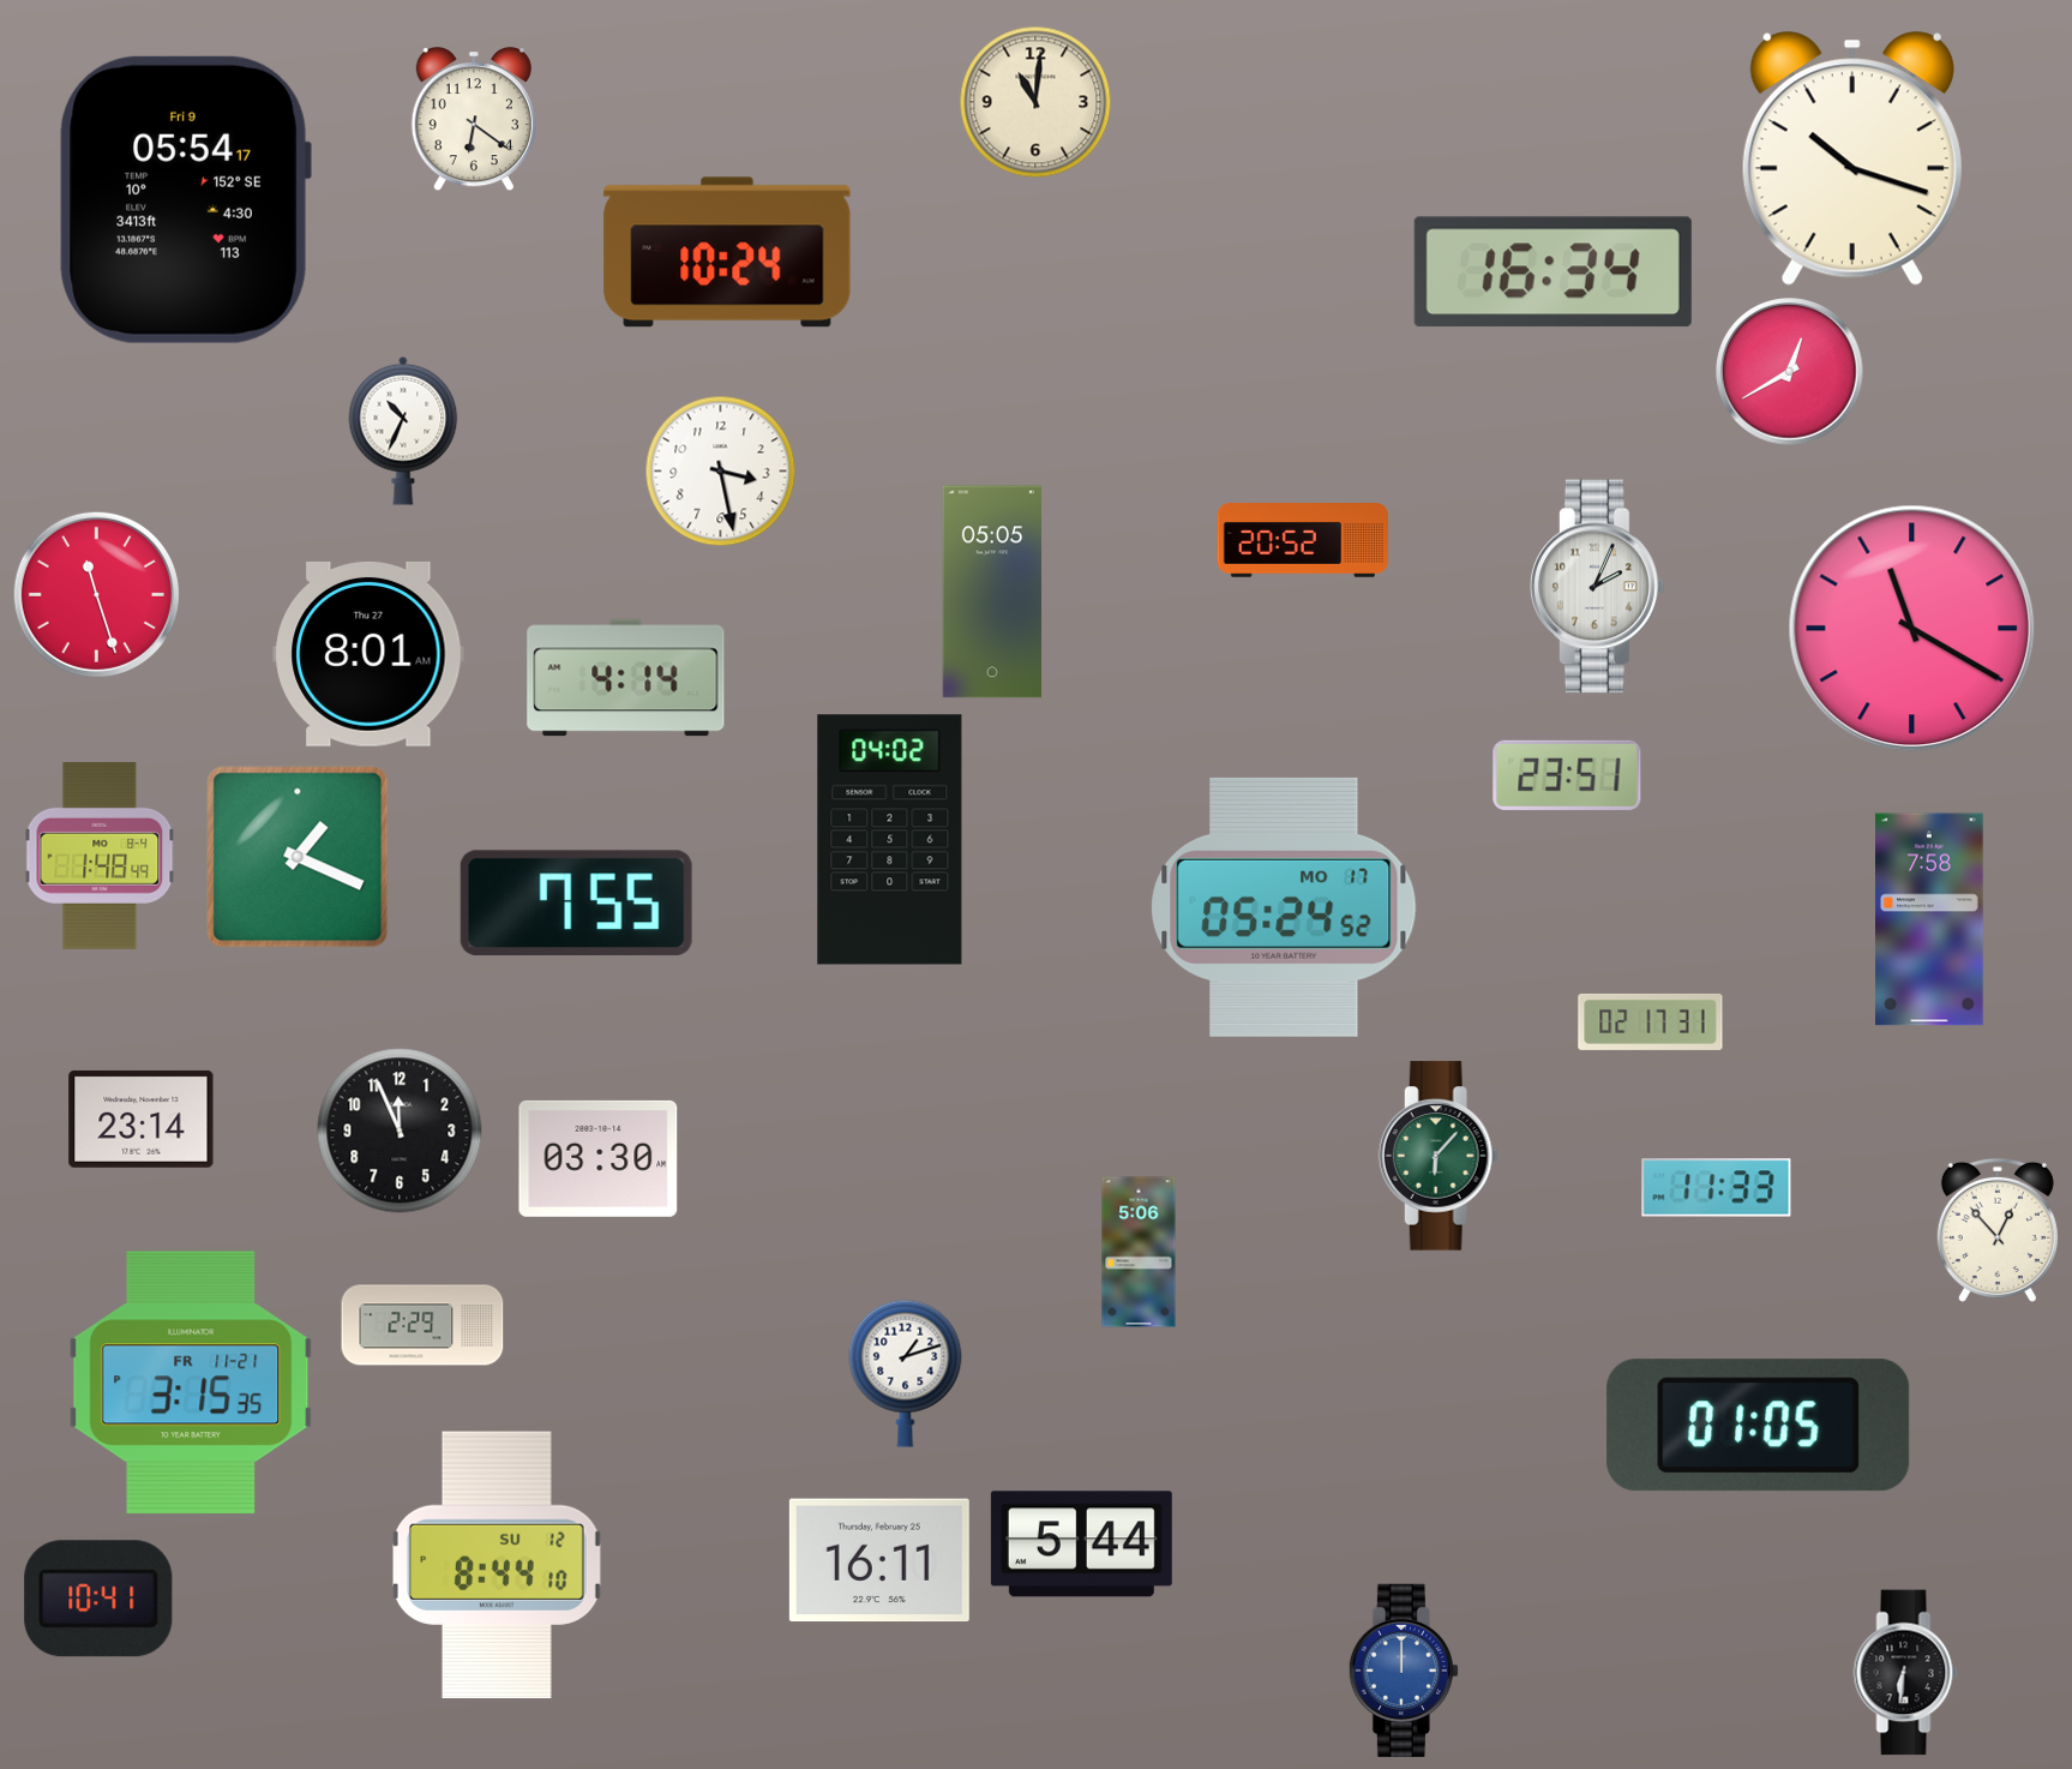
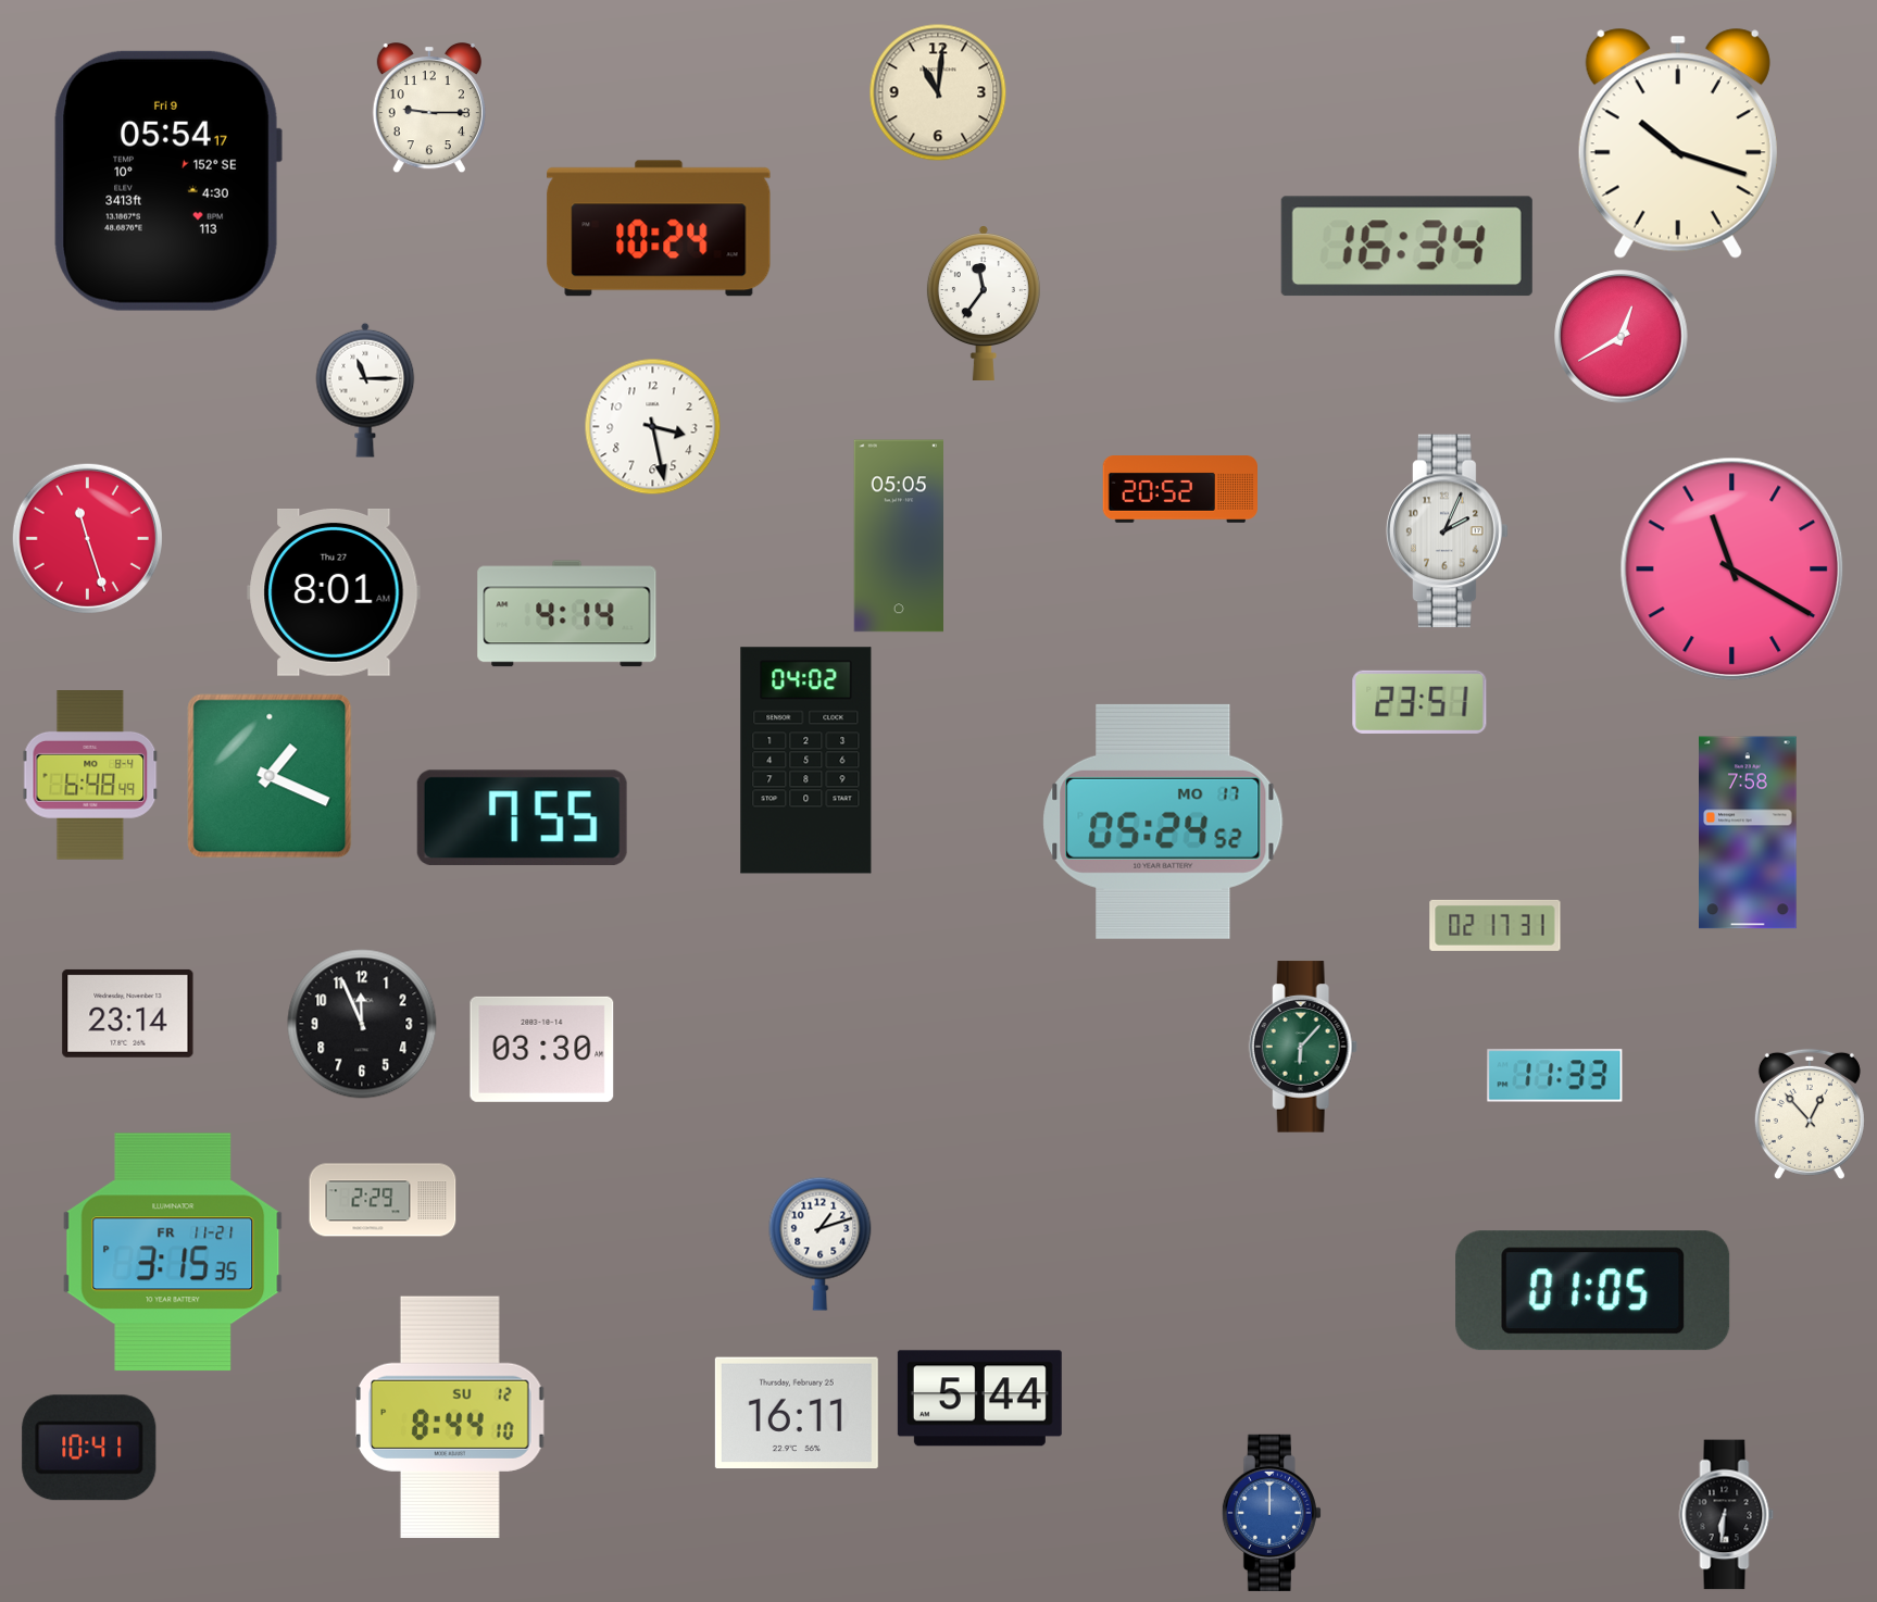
clock at (474, 120): 6:21 -> 9:15
clock at (984, 302): none -> 11:36
clock at (403, 431): 10:34 -> 11:15
clock at (100, 857): 1:48 -> 6:48
clock at (1139, 1252): 5:06 -> none
